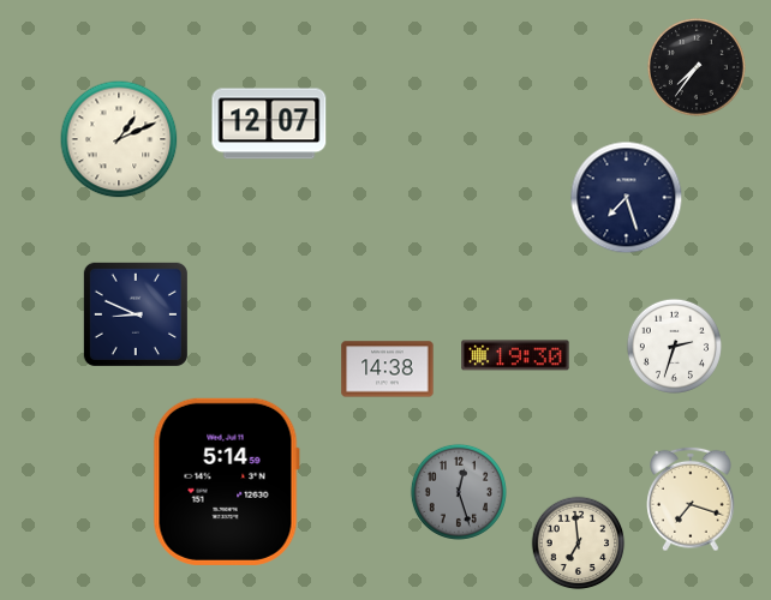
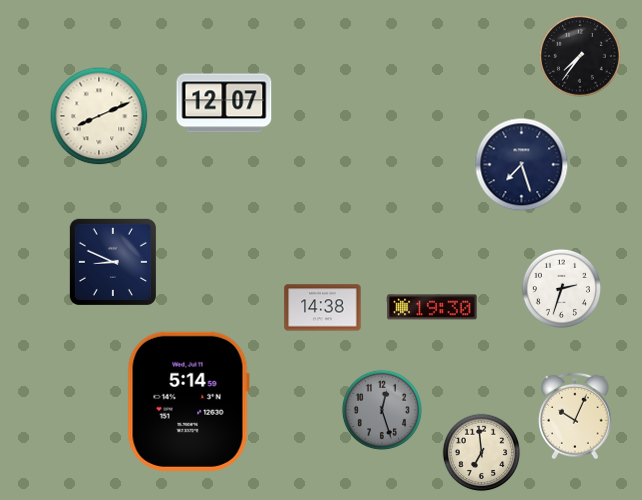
clock at (119, 139): 1:11 -> 8:11
clock at (515, 355) position: (515, 355) -> (432, 307)
clock at (691, 499): 7:18 -> 10:04
